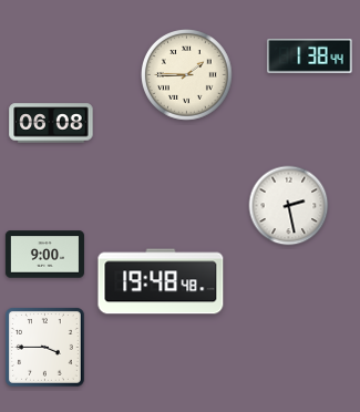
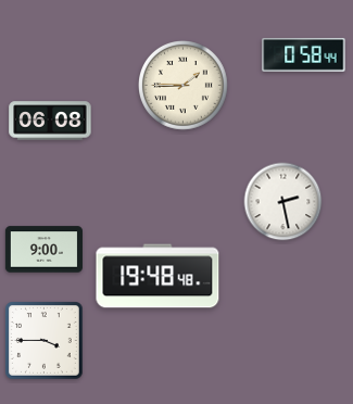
clock at (310, 55): 1:38 -> 0:58
clock at (187, 75) position: (187, 75) -> (184, 86)
